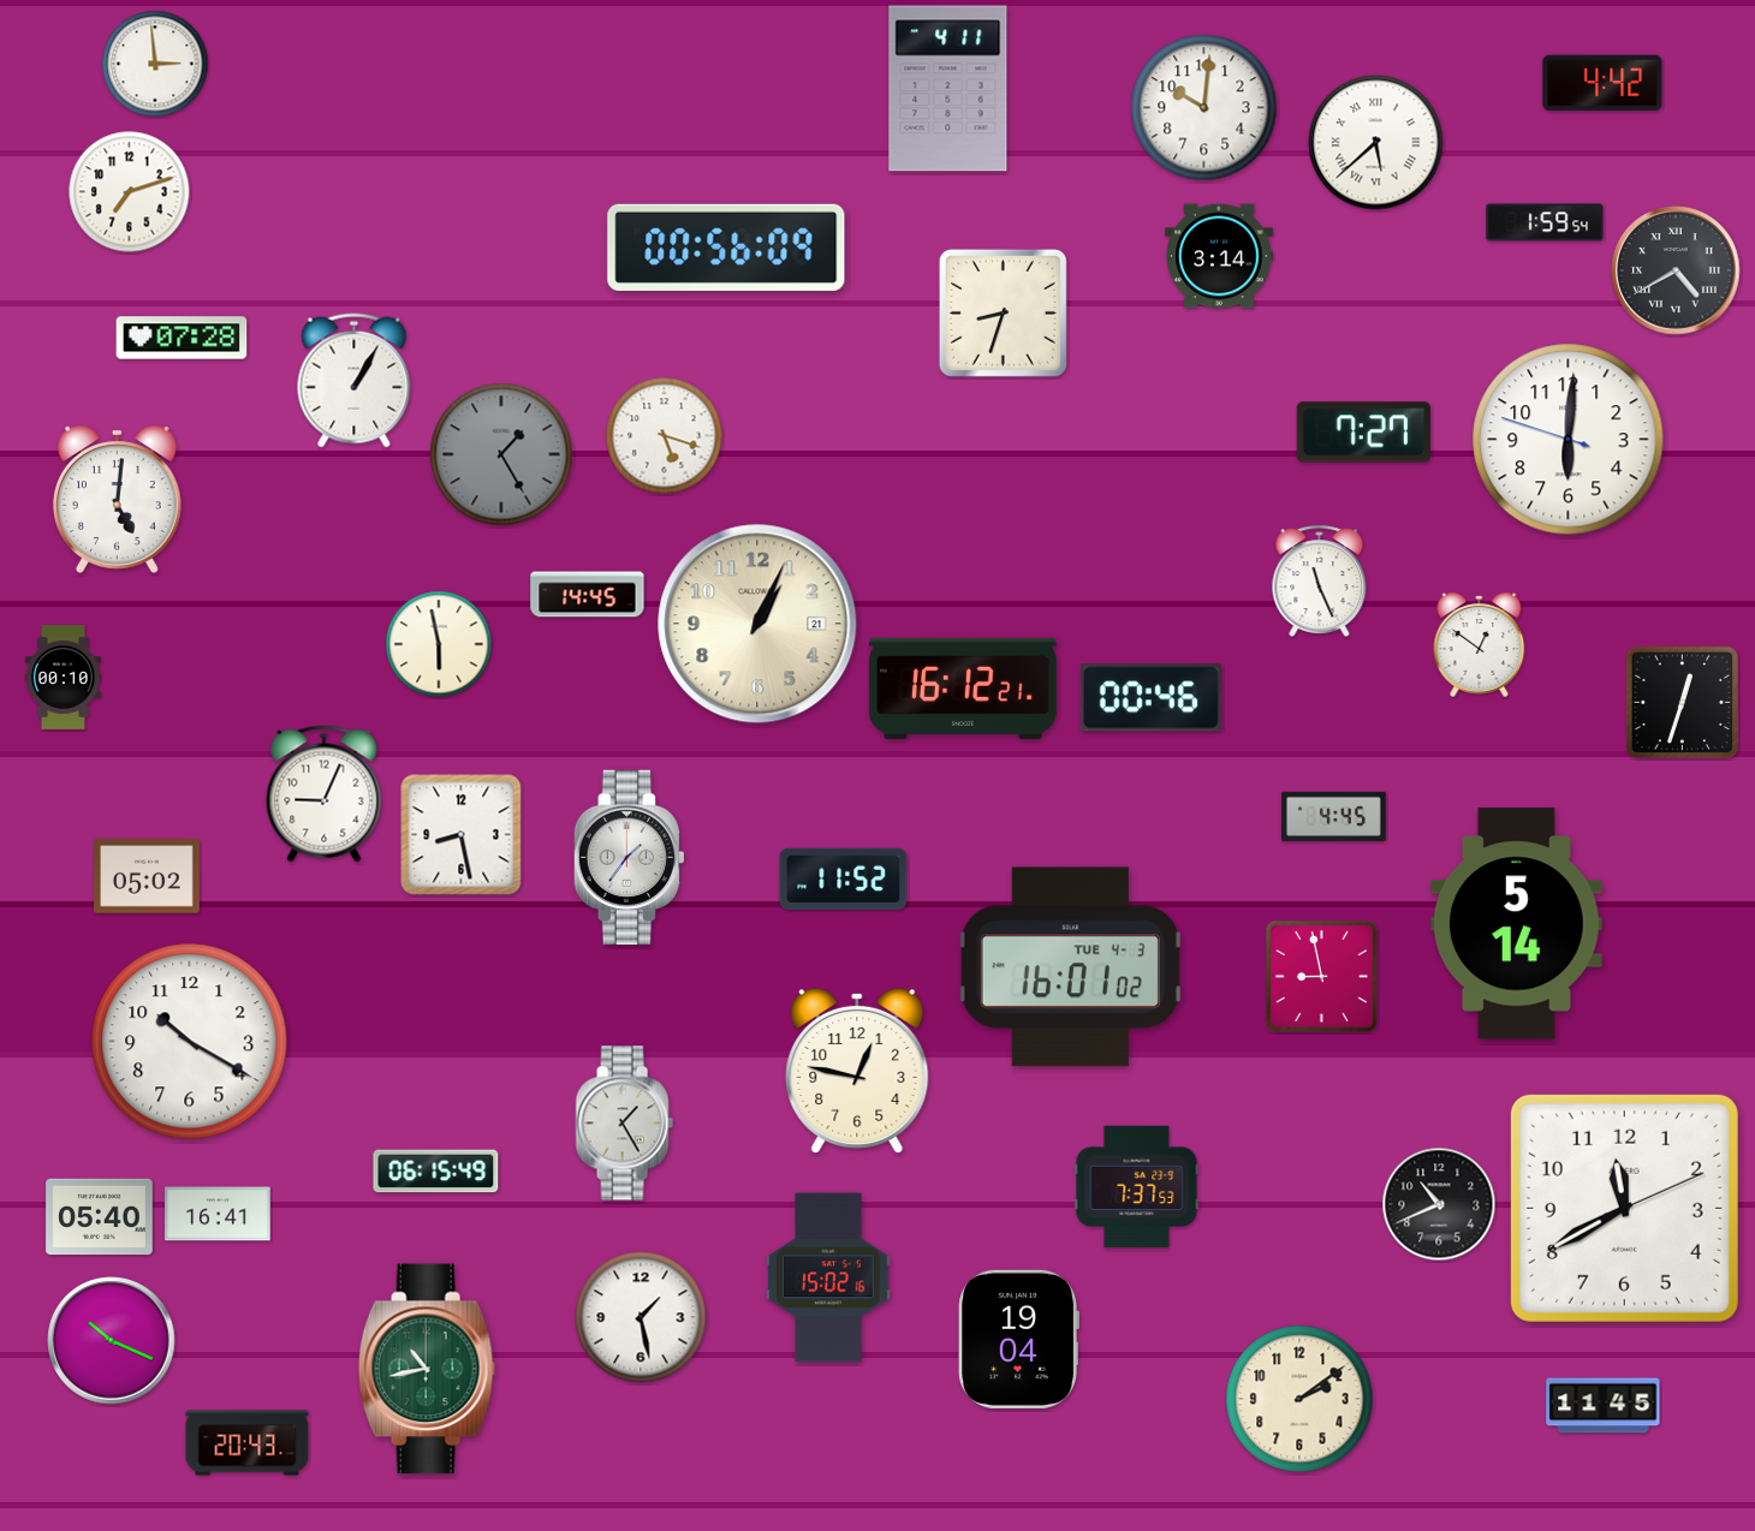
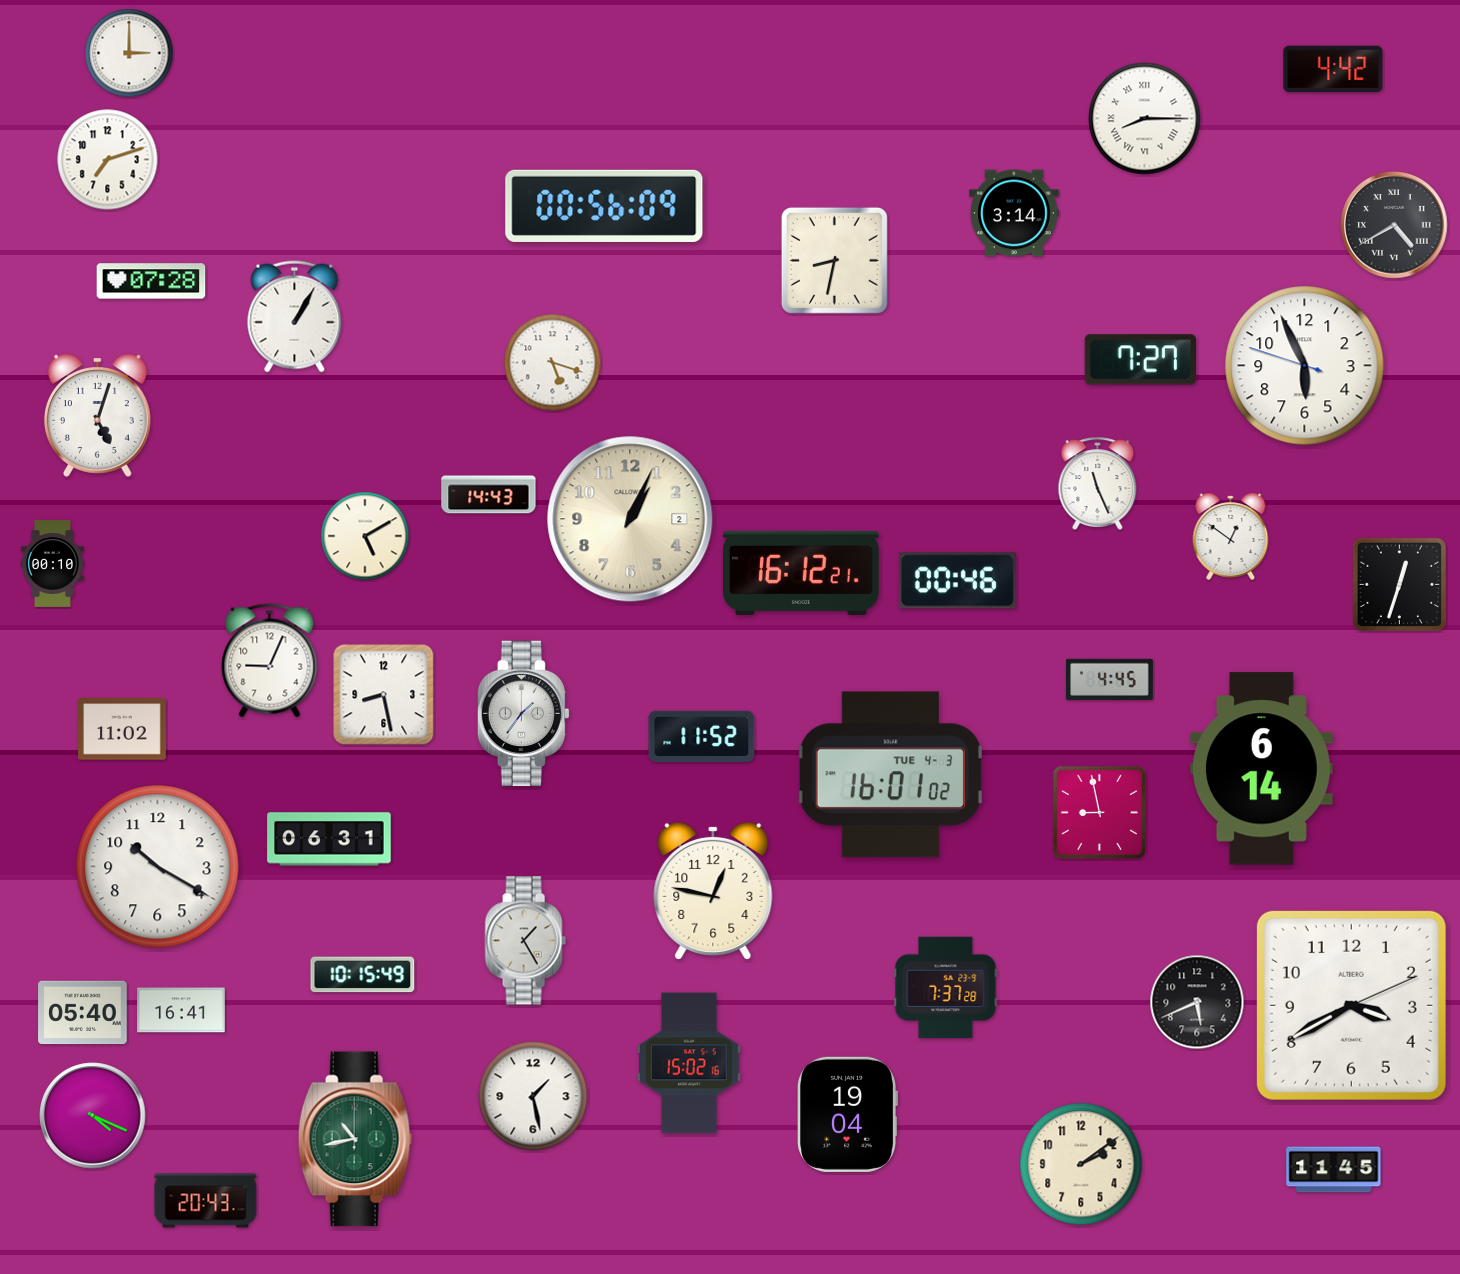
clock at (155, 64): 2:59 -> 3:00
clock at (948, 89): 4:11 -> none
clock at (1204, 108): 10:01 -> none
clock at (1376, 143): 5:38 -> 8:15
clock at (1545, 222): 1:59 -> none
clock at (1003, 312): 8:33 -> 8:32
clock at (1364, 433) position: (1364, 433) -> (1141, 360)
clock at (1569, 440): 6:00 -> 5:55
clock at (501, 454): 1:25 -> none
clock at (117, 499): 5:01 -> 5:03
clock at (588, 595): 14:45 -> 14:43
clock at (757, 624) date: 21 -> 2
clock at (439, 644): 5:58 -> 5:10
clock at (147, 876): 05:02 -> 11:02
clock at (844, 878) position: (844, 878) -> (702, 736)
clock at (1516, 924): 5:14 -> 6:14
clock at (1070, 967) position: (1070, 967) -> (890, 775)
clock at (329, 839): none -> 06:31
clock at (624, 1124) position: (624, 1124) -> (525, 941)
clock at (436, 1172): 06:15 -> 10:15
clock at (1137, 1187): 7:37:53 -> 7:37:28
clock at (1439, 1204): 10:41 -> 5:41
clock at (1624, 1208): 11:40 -> 3:40
clock at (112, 1341): 10:19 -> 4:19
